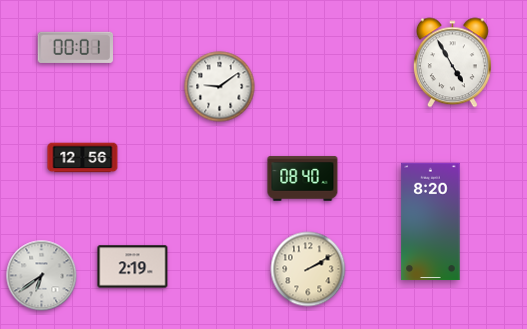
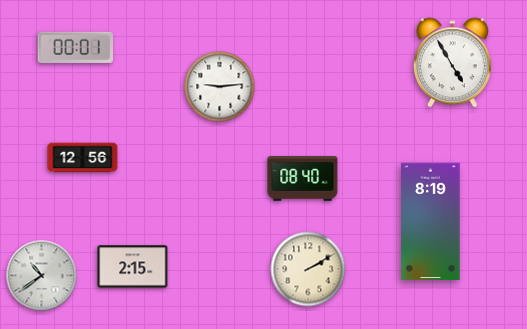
clock at (220, 87): 9:09 -> 9:14
clock at (431, 222): 8:20 -> 8:19
clock at (133, 267): 2:19 -> 2:15
clock at (42, 276): 6:39 -> 10:39
